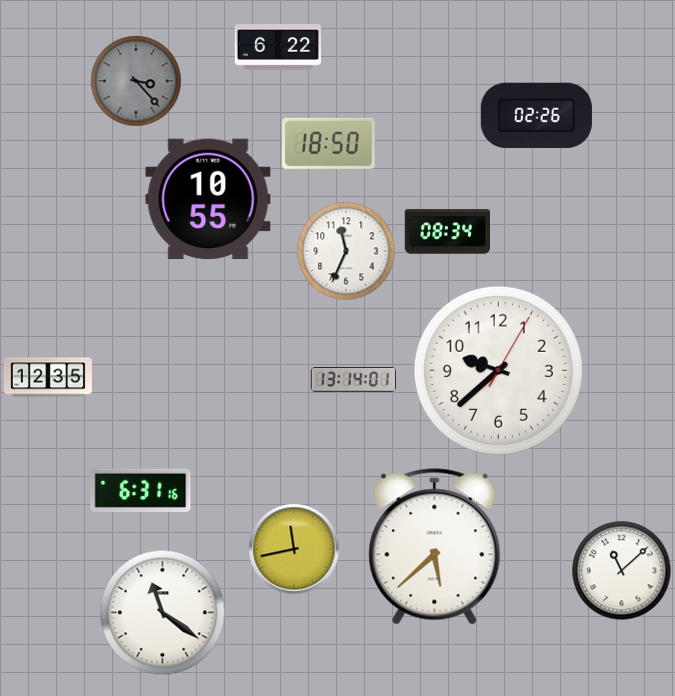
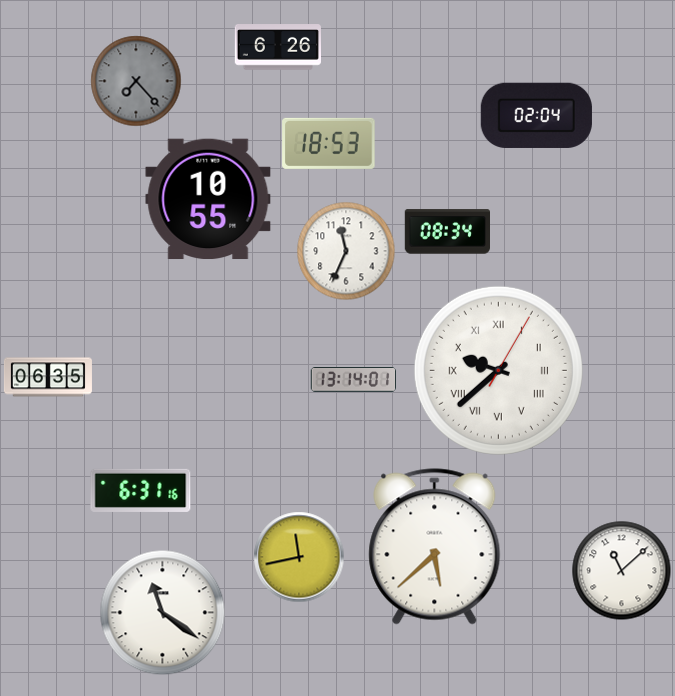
clock at (278, 48): 6:22 -> 6:26
clock at (136, 81): 3:23 -> 7:23
clock at (536, 115): 02:26 -> 02:04
clock at (329, 143): 18:50 -> 18:53
clock at (498, 370) numerals: Arabic -> Roman
clock at (48, 377): 12:35 -> 06:35
clock at (294, 549) position: (294, 549) -> (299, 557)
